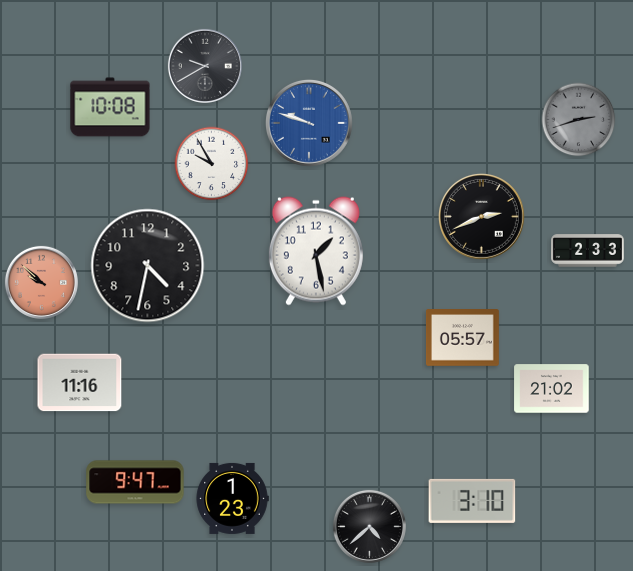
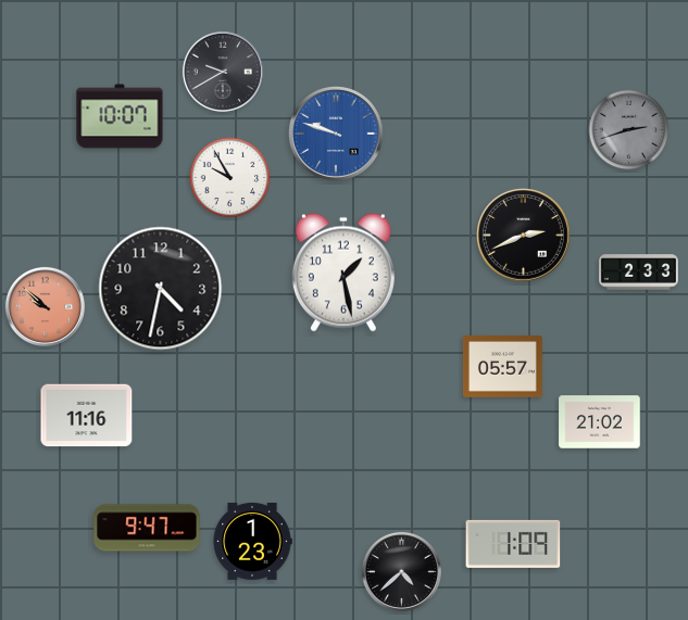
clock at (110, 107): 10:08 -> 10:07
clock at (135, 482) position: (135, 482) -> (147, 528)
clock at (472, 501): 3:10 -> 1:09
